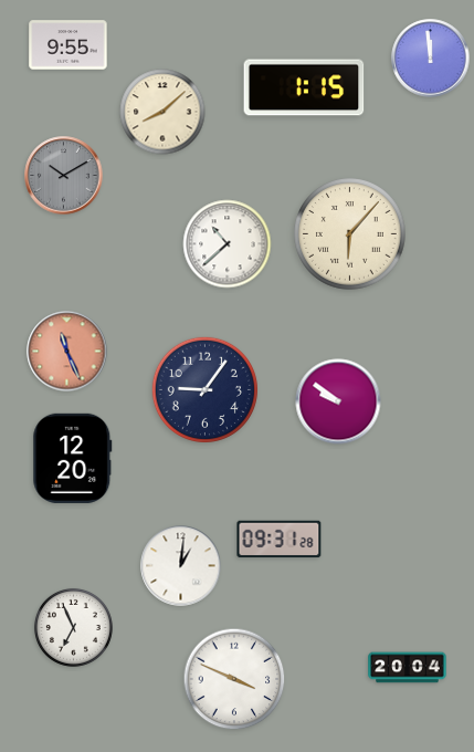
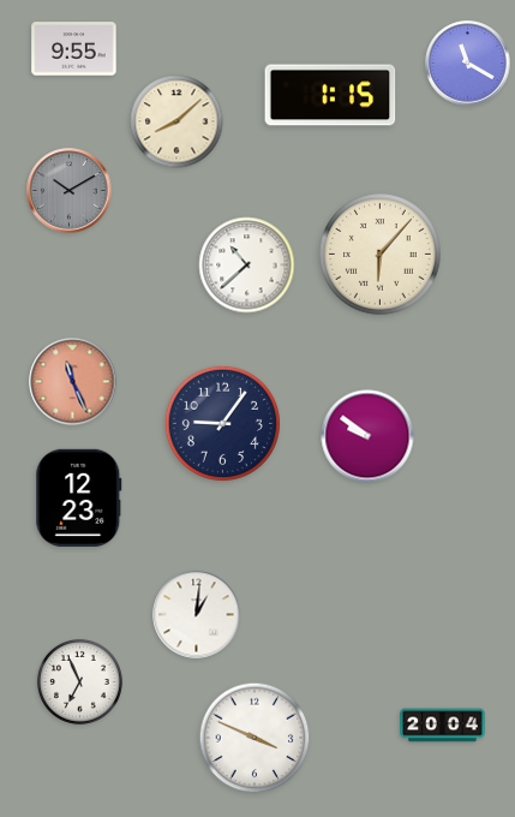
clock at (431, 59): 11:59 -> 11:20
clock at (73, 458): 12:20 -> 12:23
clock at (280, 540): 09:31 -> none
